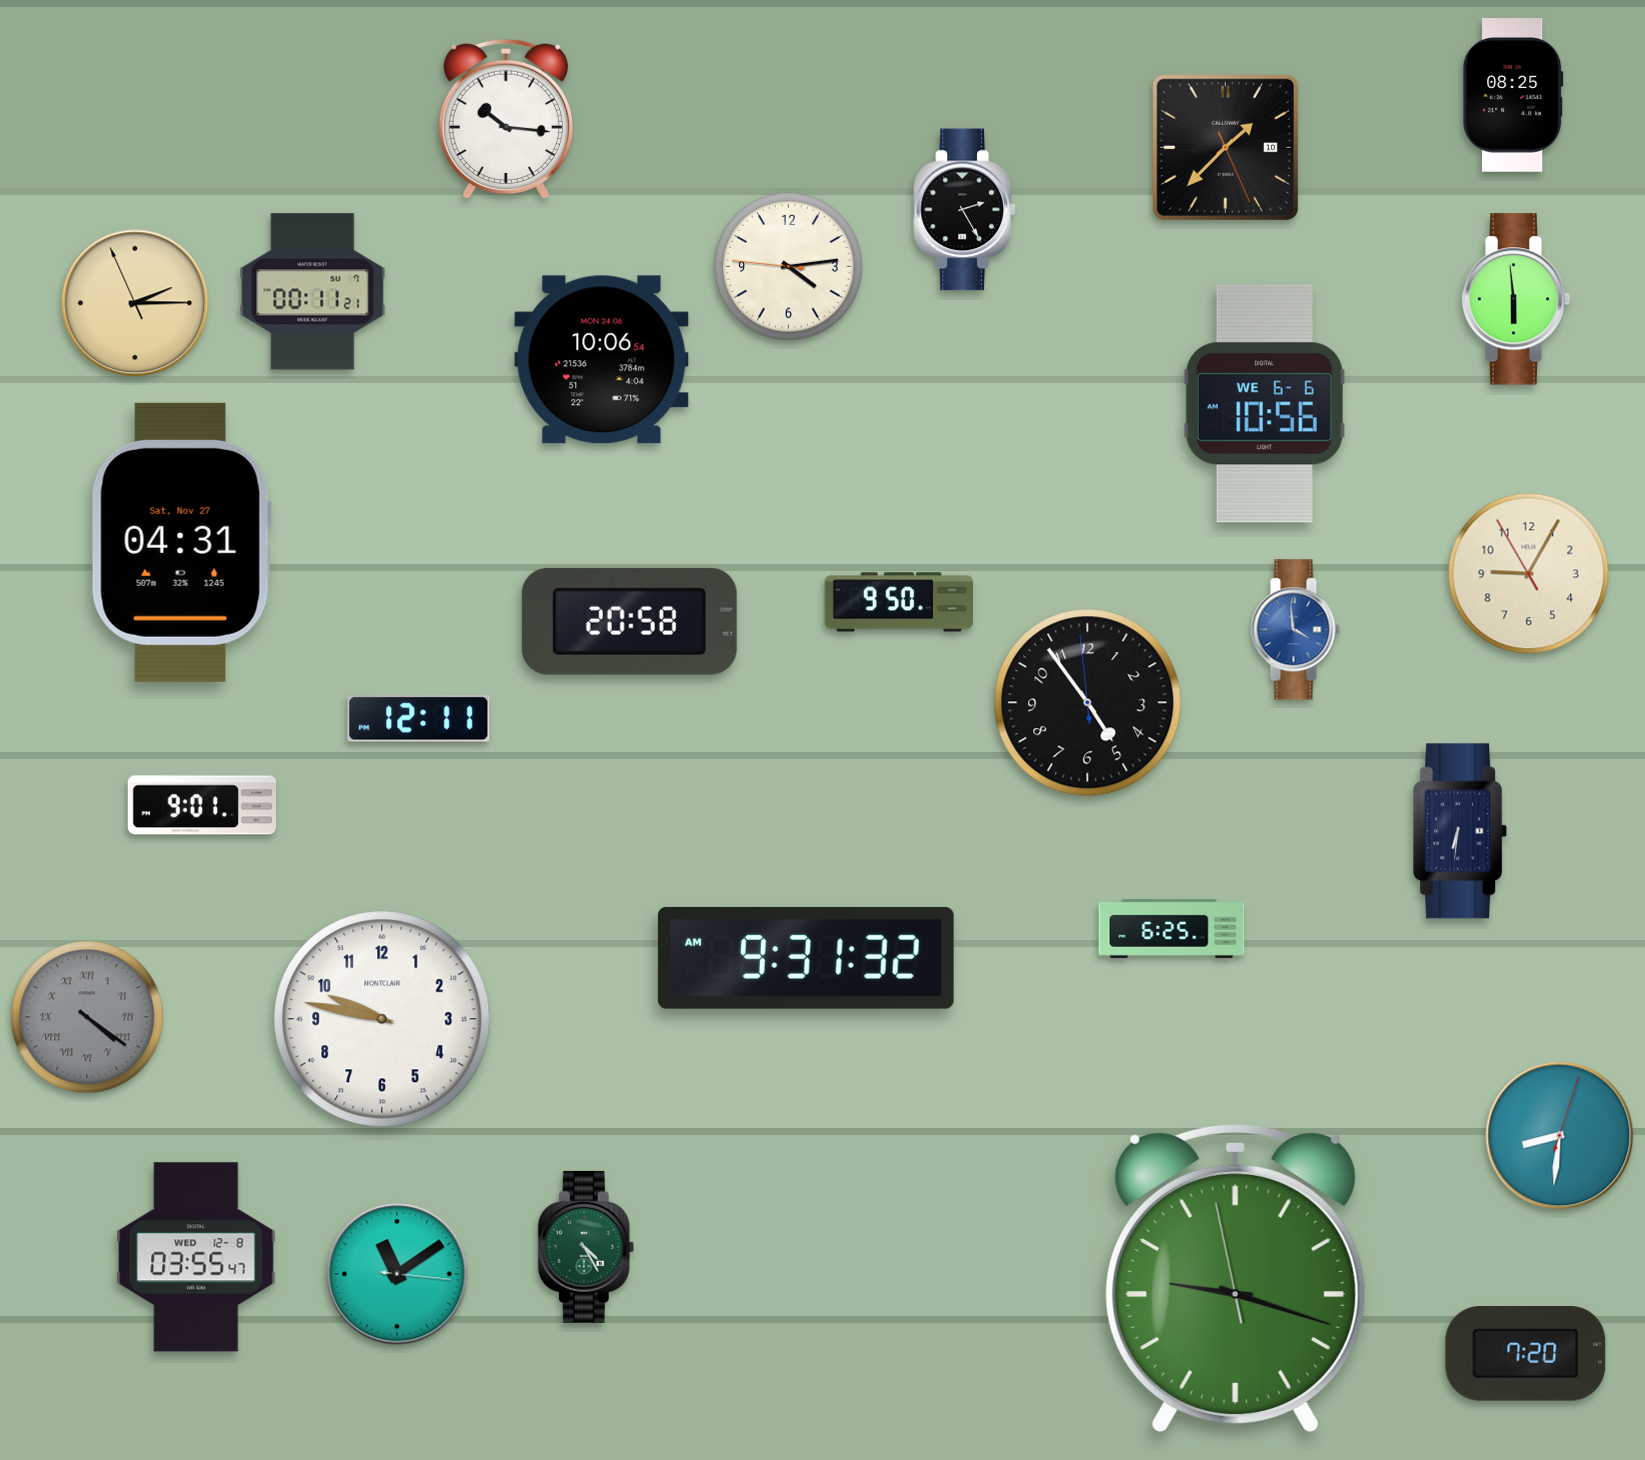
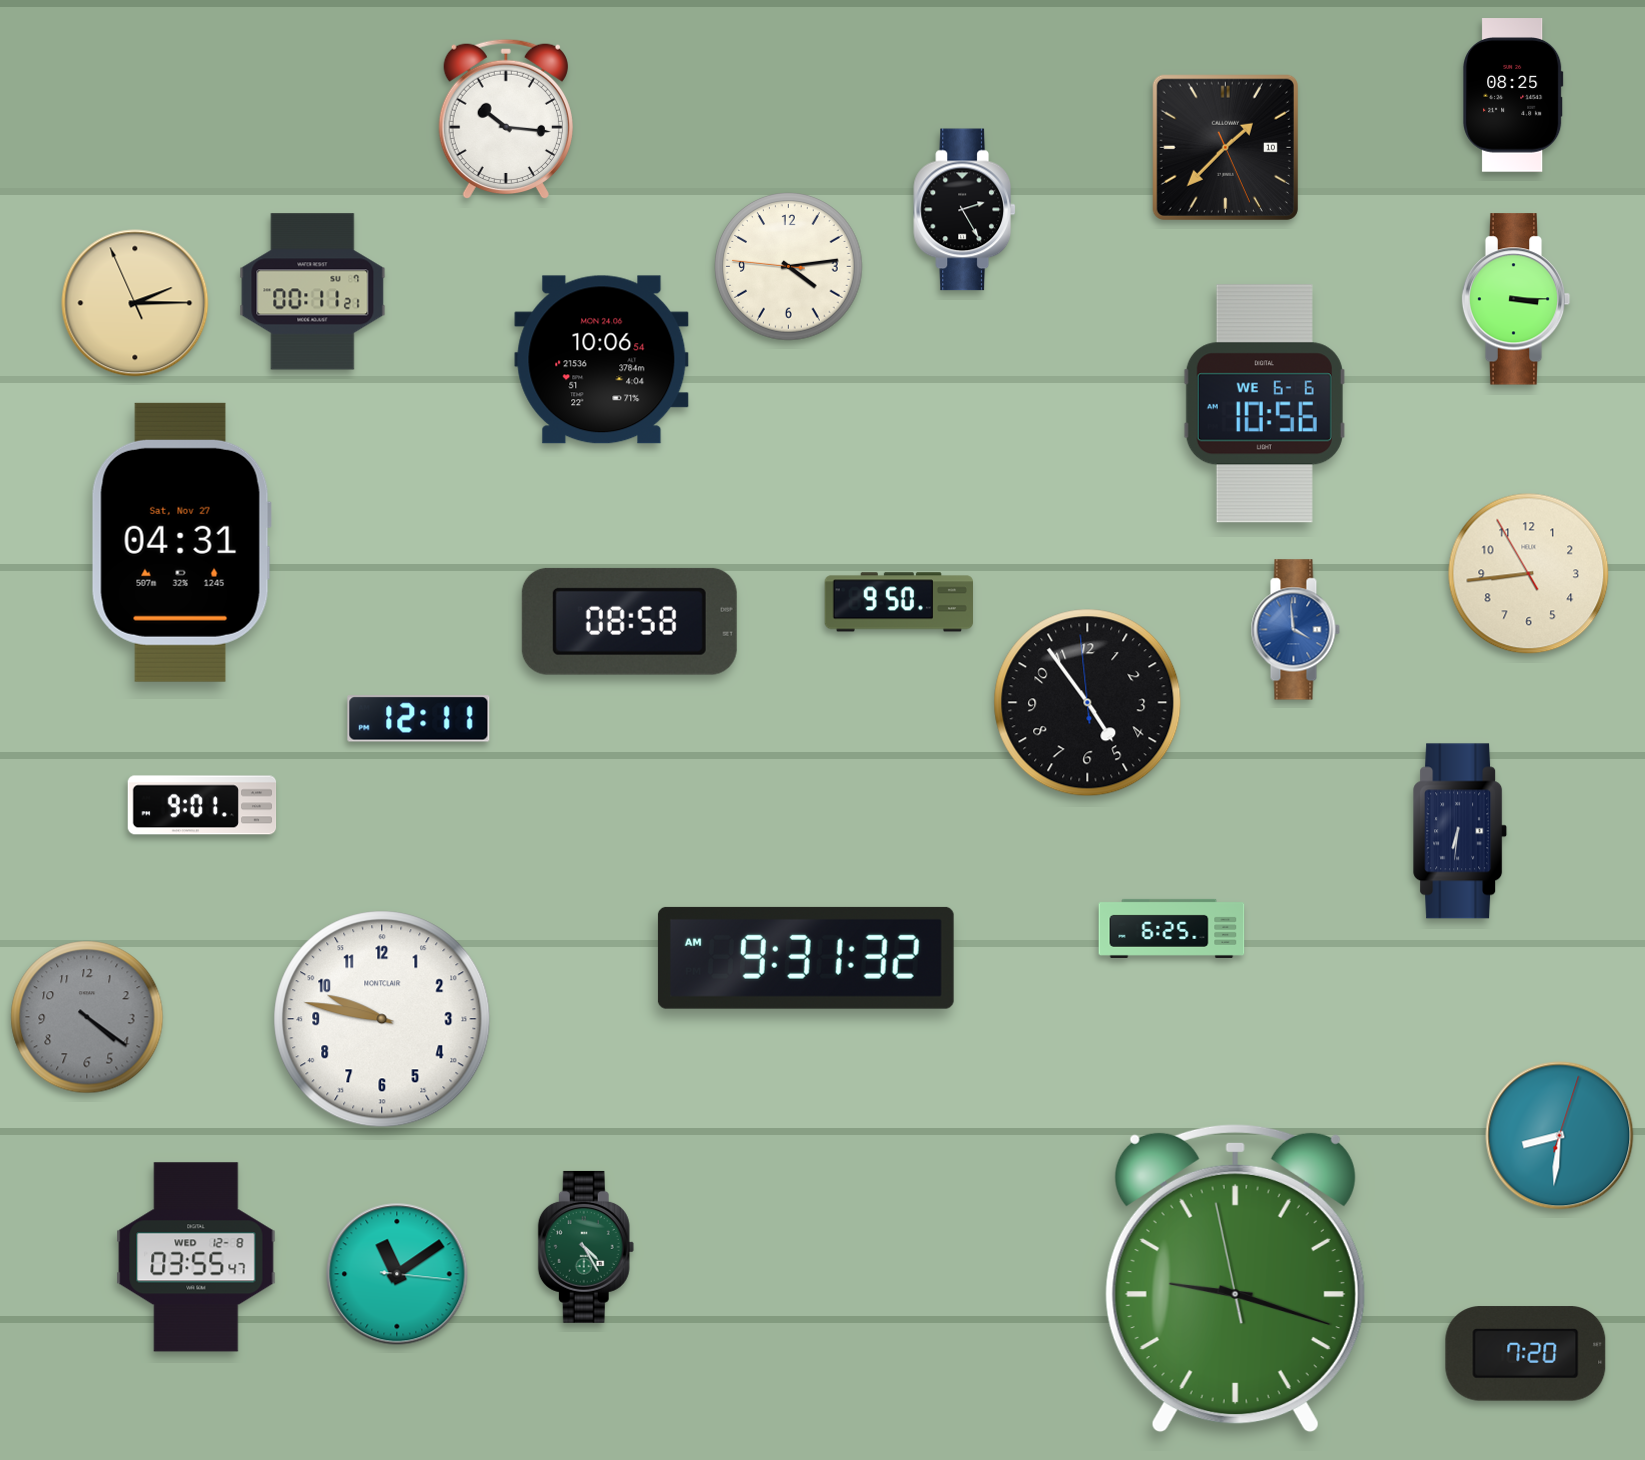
clock at (1516, 299): 5:59 -> 3:15
clock at (1529, 574): 9:04 -> 8:43
clock at (629, 621): 20:58 -> 08:58
clock at (87, 1017) numerals: Roman -> Arabic
